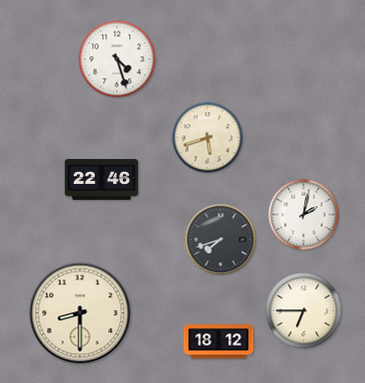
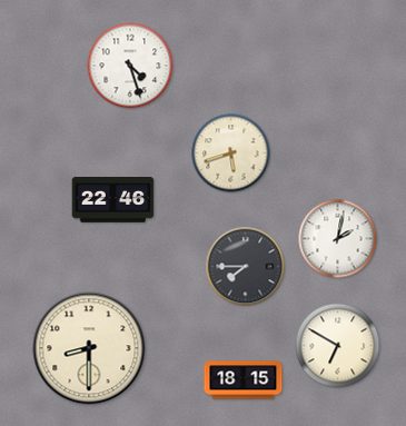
clock at (221, 240): 7:42 -> 7:45
clock at (304, 311): 6:45 -> 6:50
clock at (219, 342): 18:12 -> 18:15
